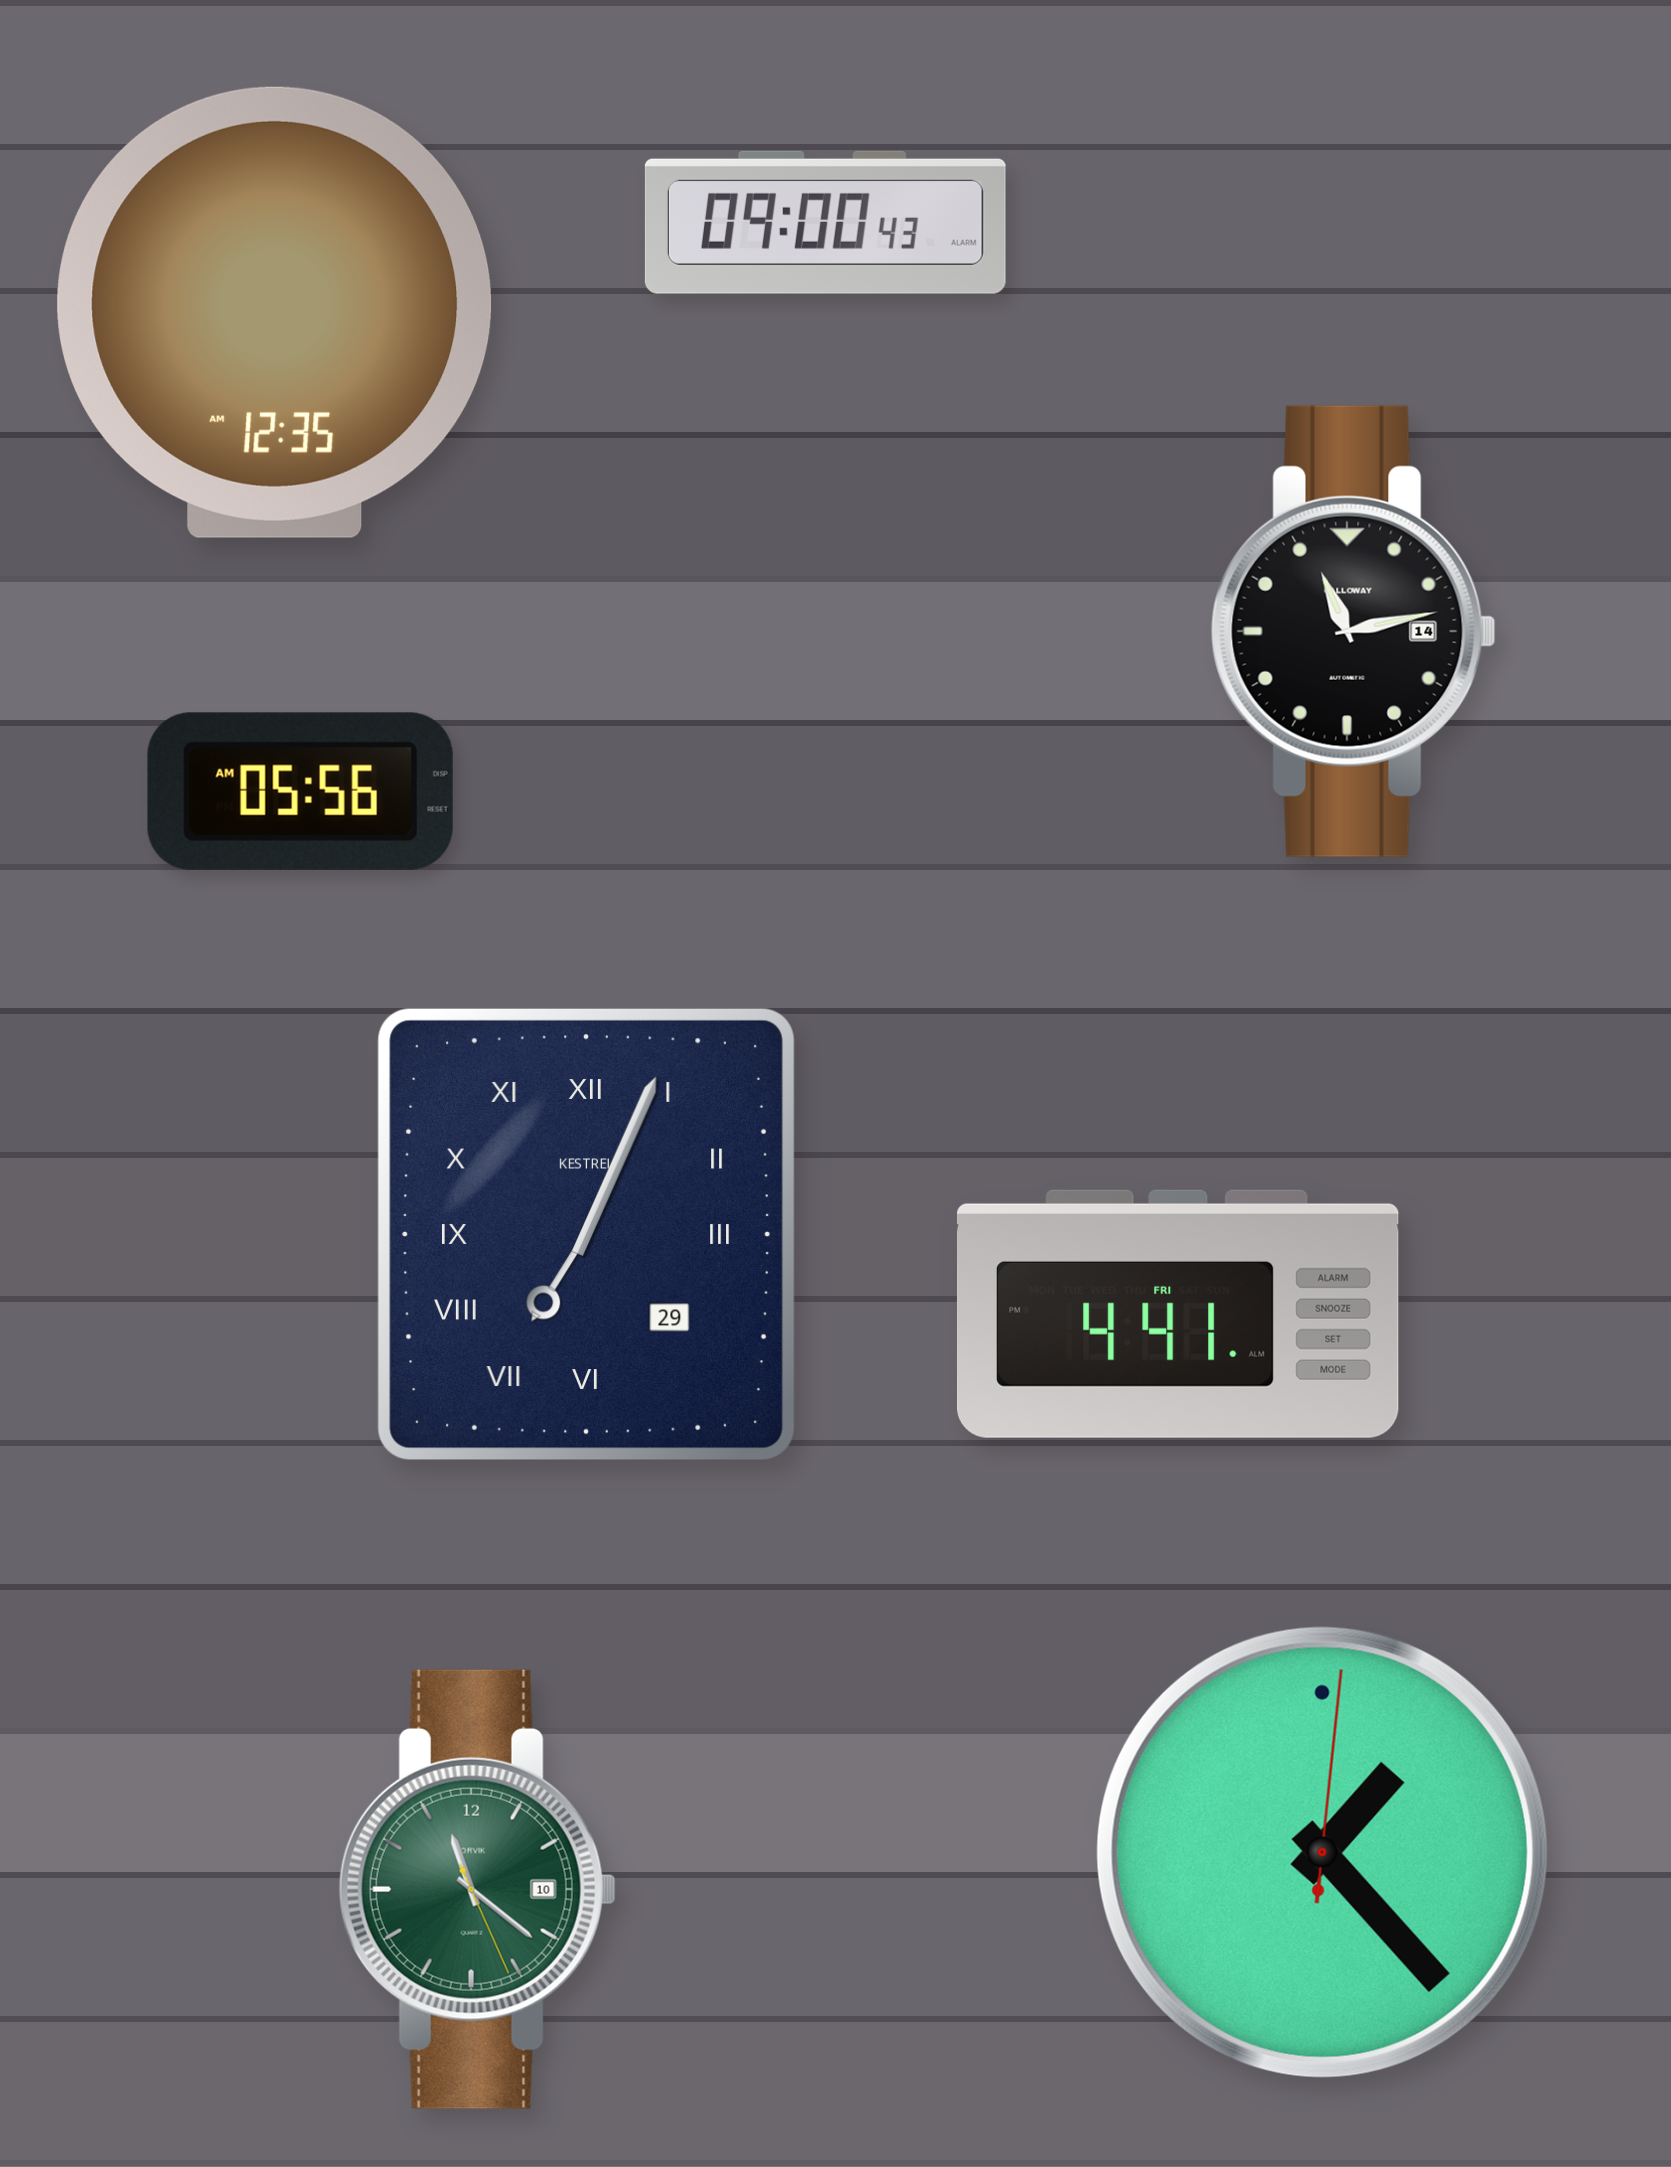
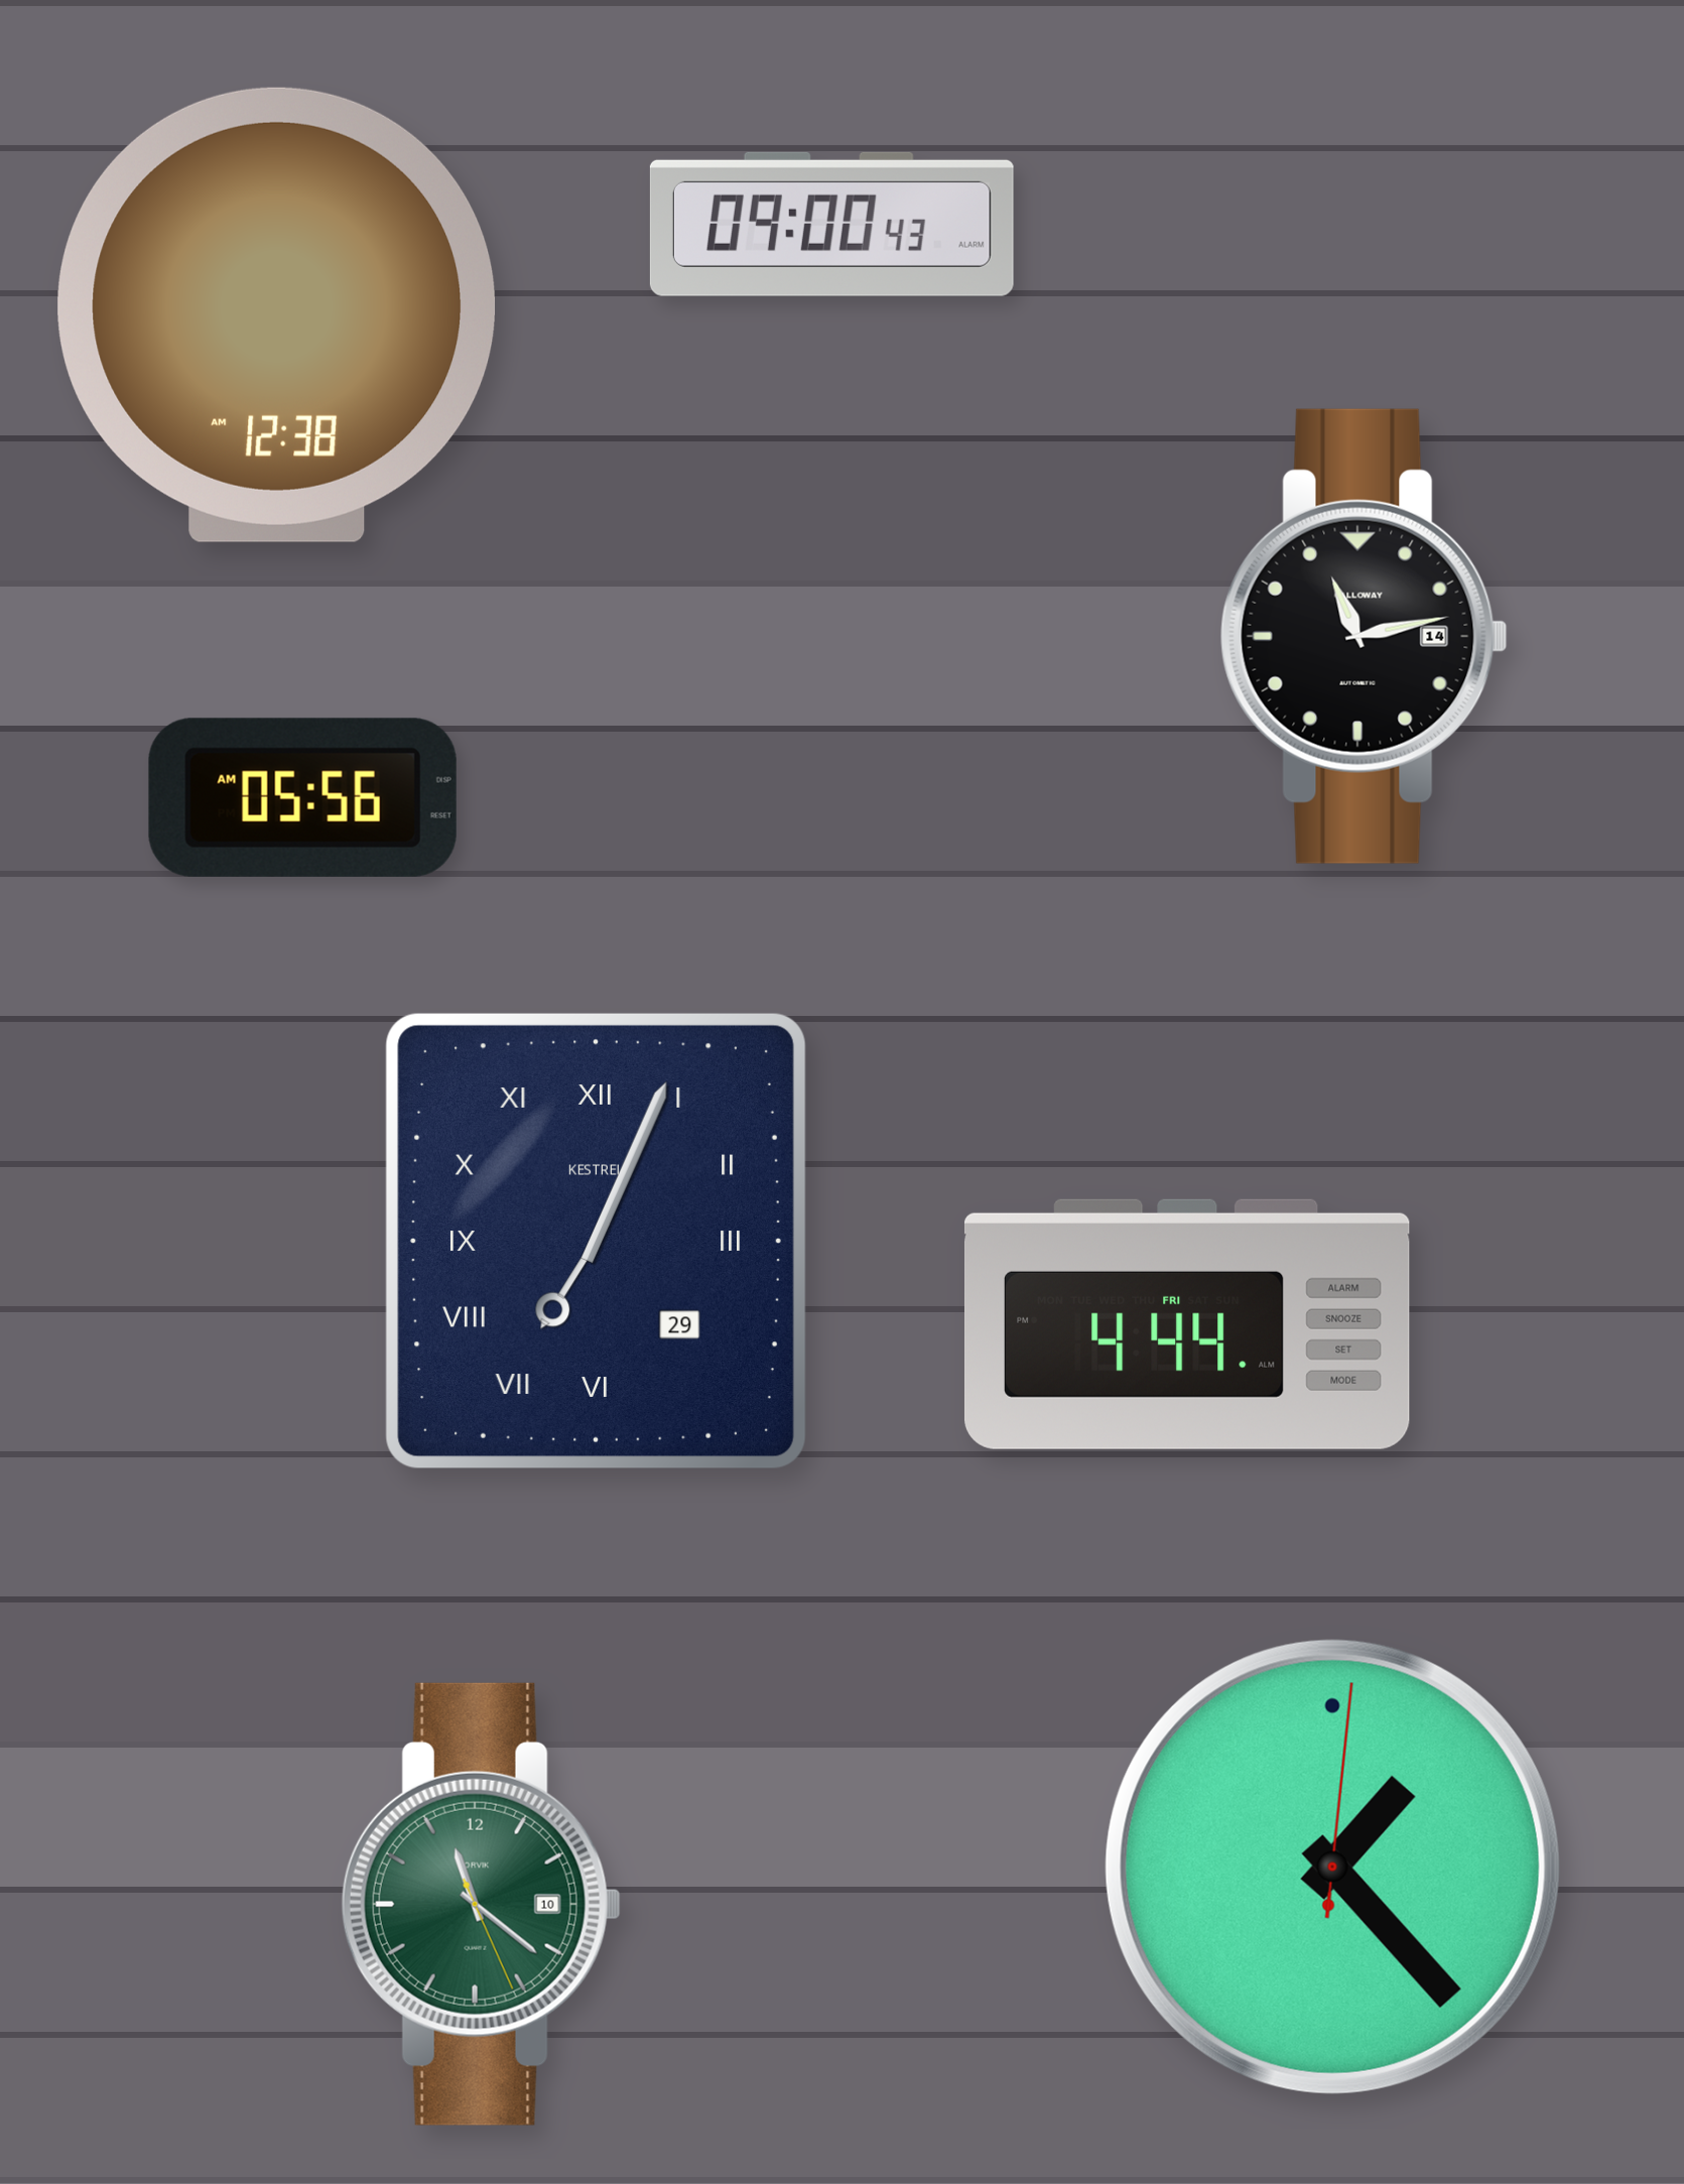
clock at (275, 312): 12:35 -> 12:38
clock at (586, 1234) position: (586, 1234) -> (596, 1241)
clock at (1178, 1314): 4:41 -> 4:44
